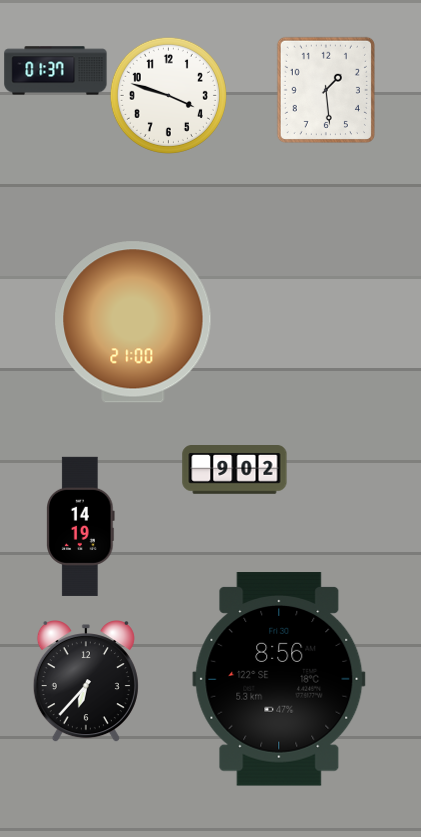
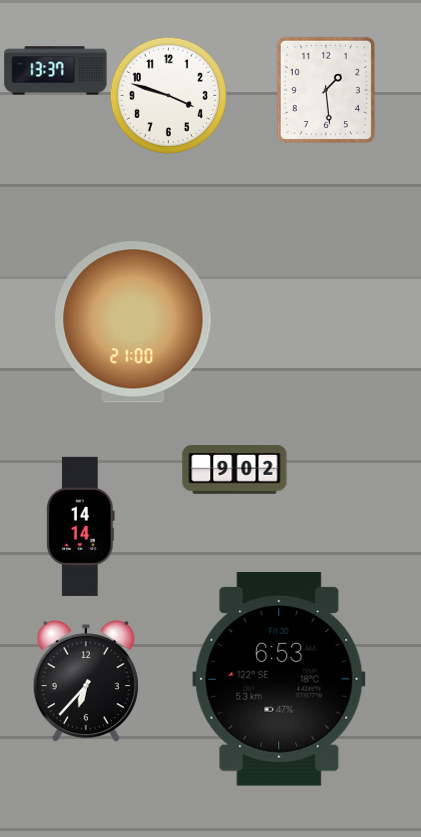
clock at (56, 71): 01:37 -> 13:37
clock at (81, 526): 14:19 -> 14:14
clock at (279, 679): 8:56 -> 6:53
